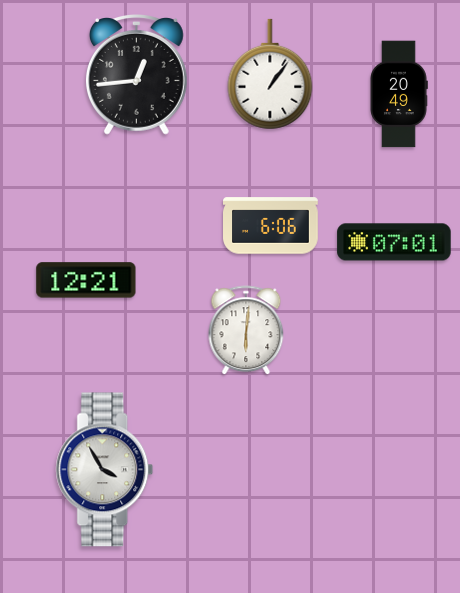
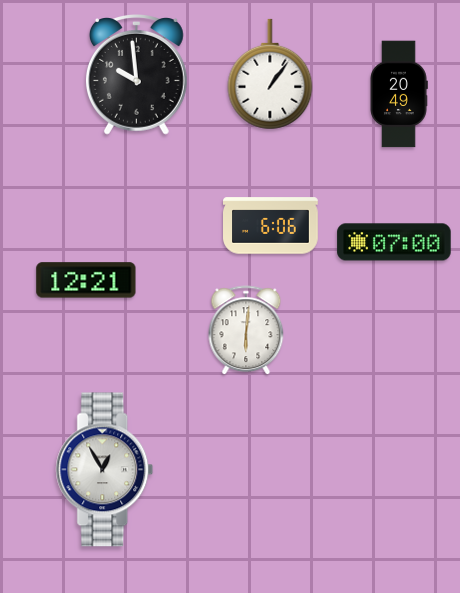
clock at (136, 75): 12:44 -> 9:59
clock at (394, 242): 07:01 -> 07:00
clock at (105, 470): 3:55 -> 12:55
